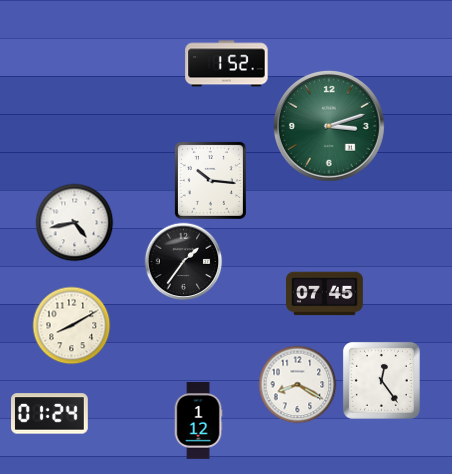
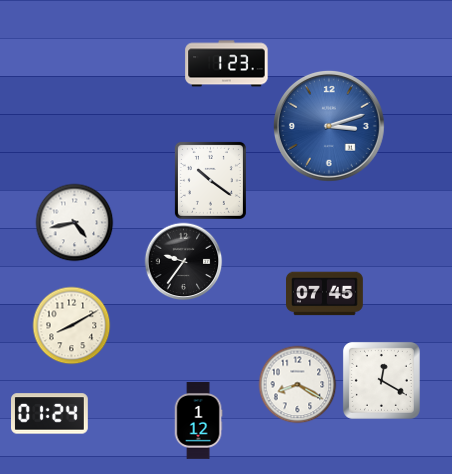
clock at (227, 64): 1:52 -> 1:23
clock at (329, 126) dial: green -> blue
clock at (210, 180): 10:16 -> 10:21
clock at (183, 261): 1:36 -> 9:36
clock at (381, 380): 12:24 -> 12:20
